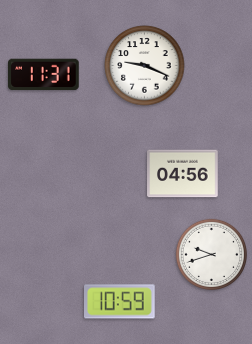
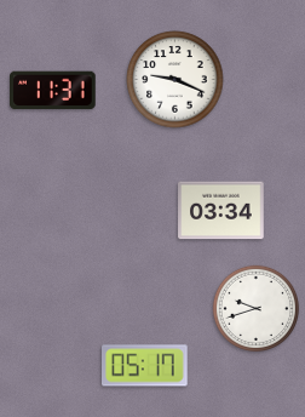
clock at (183, 174): 04:56 -> 03:34
clock at (120, 302): 10:59 -> 05:17
